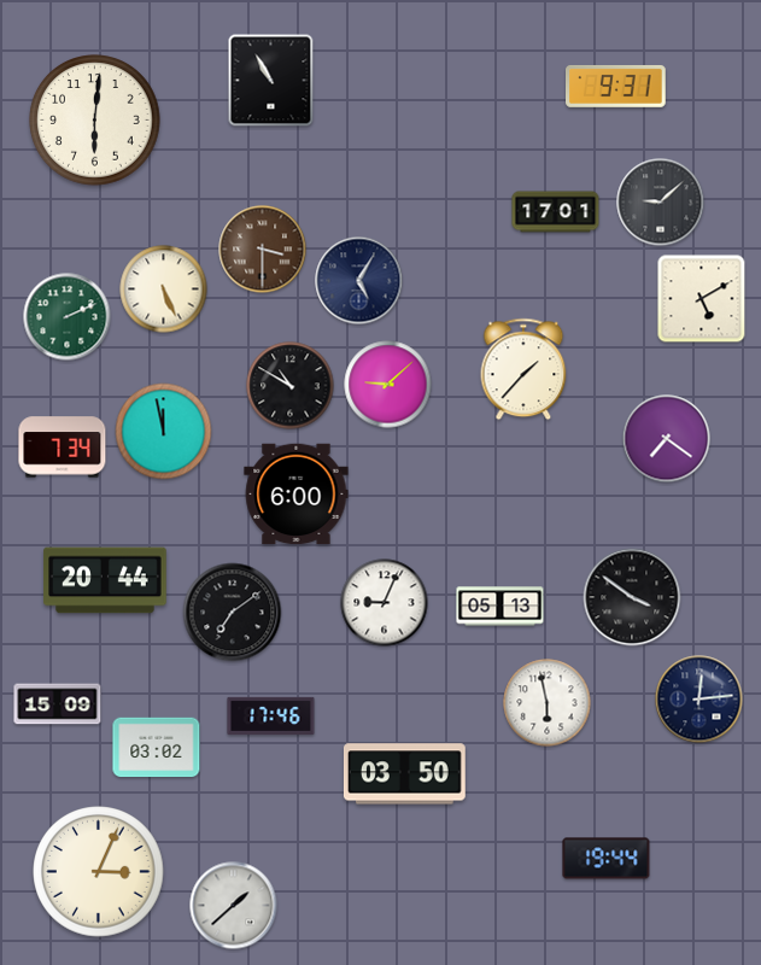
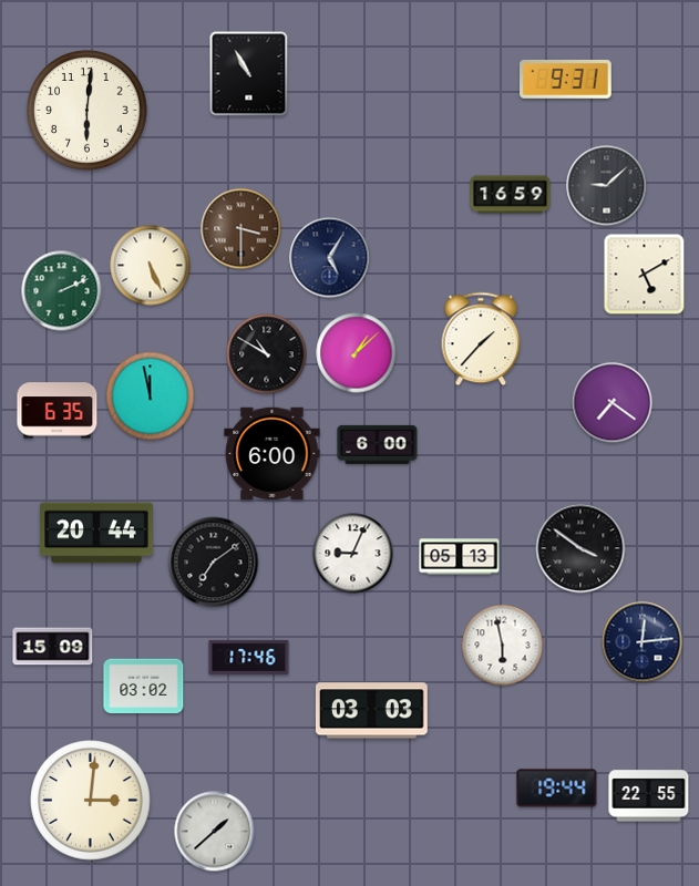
clock at (556, 212): 17:01 -> 16:59
clock at (388, 385): 9:08 -> 1:08
clock at (63, 448): 7:34 -> 6:35
clock at (378, 444): none -> 6:00
clock at (404, 774): 03:50 -> 03:03
clock at (649, 796): none -> 22:55
clock at (99, 872): 3:04 -> 3:01
